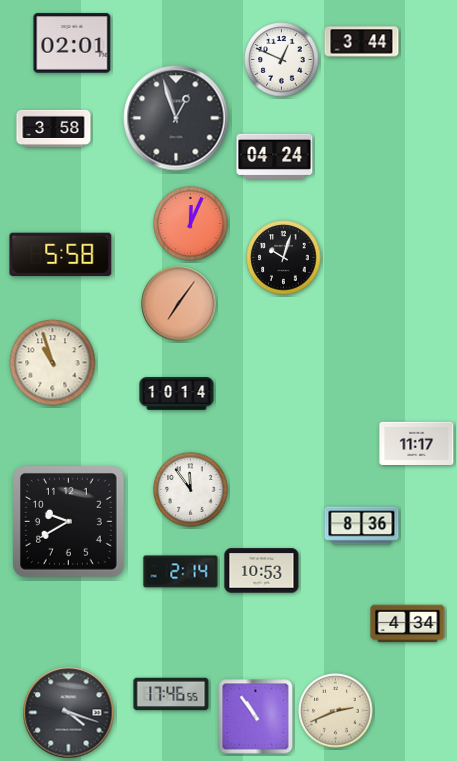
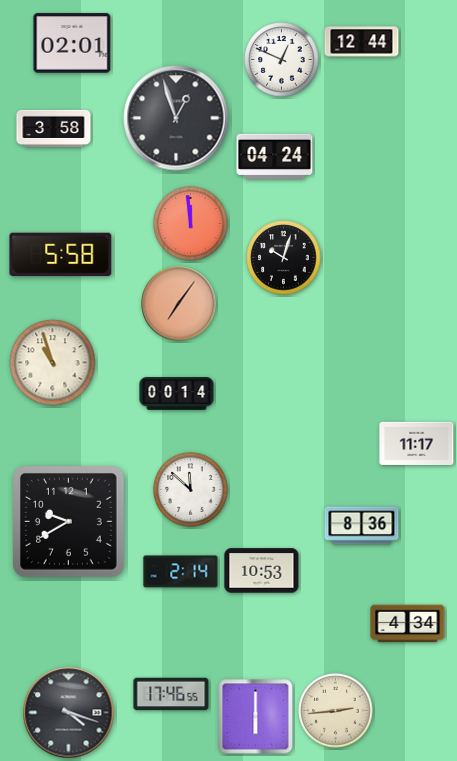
clock at (362, 42): 3:44 -> 12:44
clock at (191, 224): 12:04 -> 11:59
clock at (177, 394): 10:14 -> 00:14
clock at (191, 490): 11:54 -> 11:52
clock at (336, 711): 2:41 -> 2:44
clock at (256, 717): 10:54 -> 6:00
